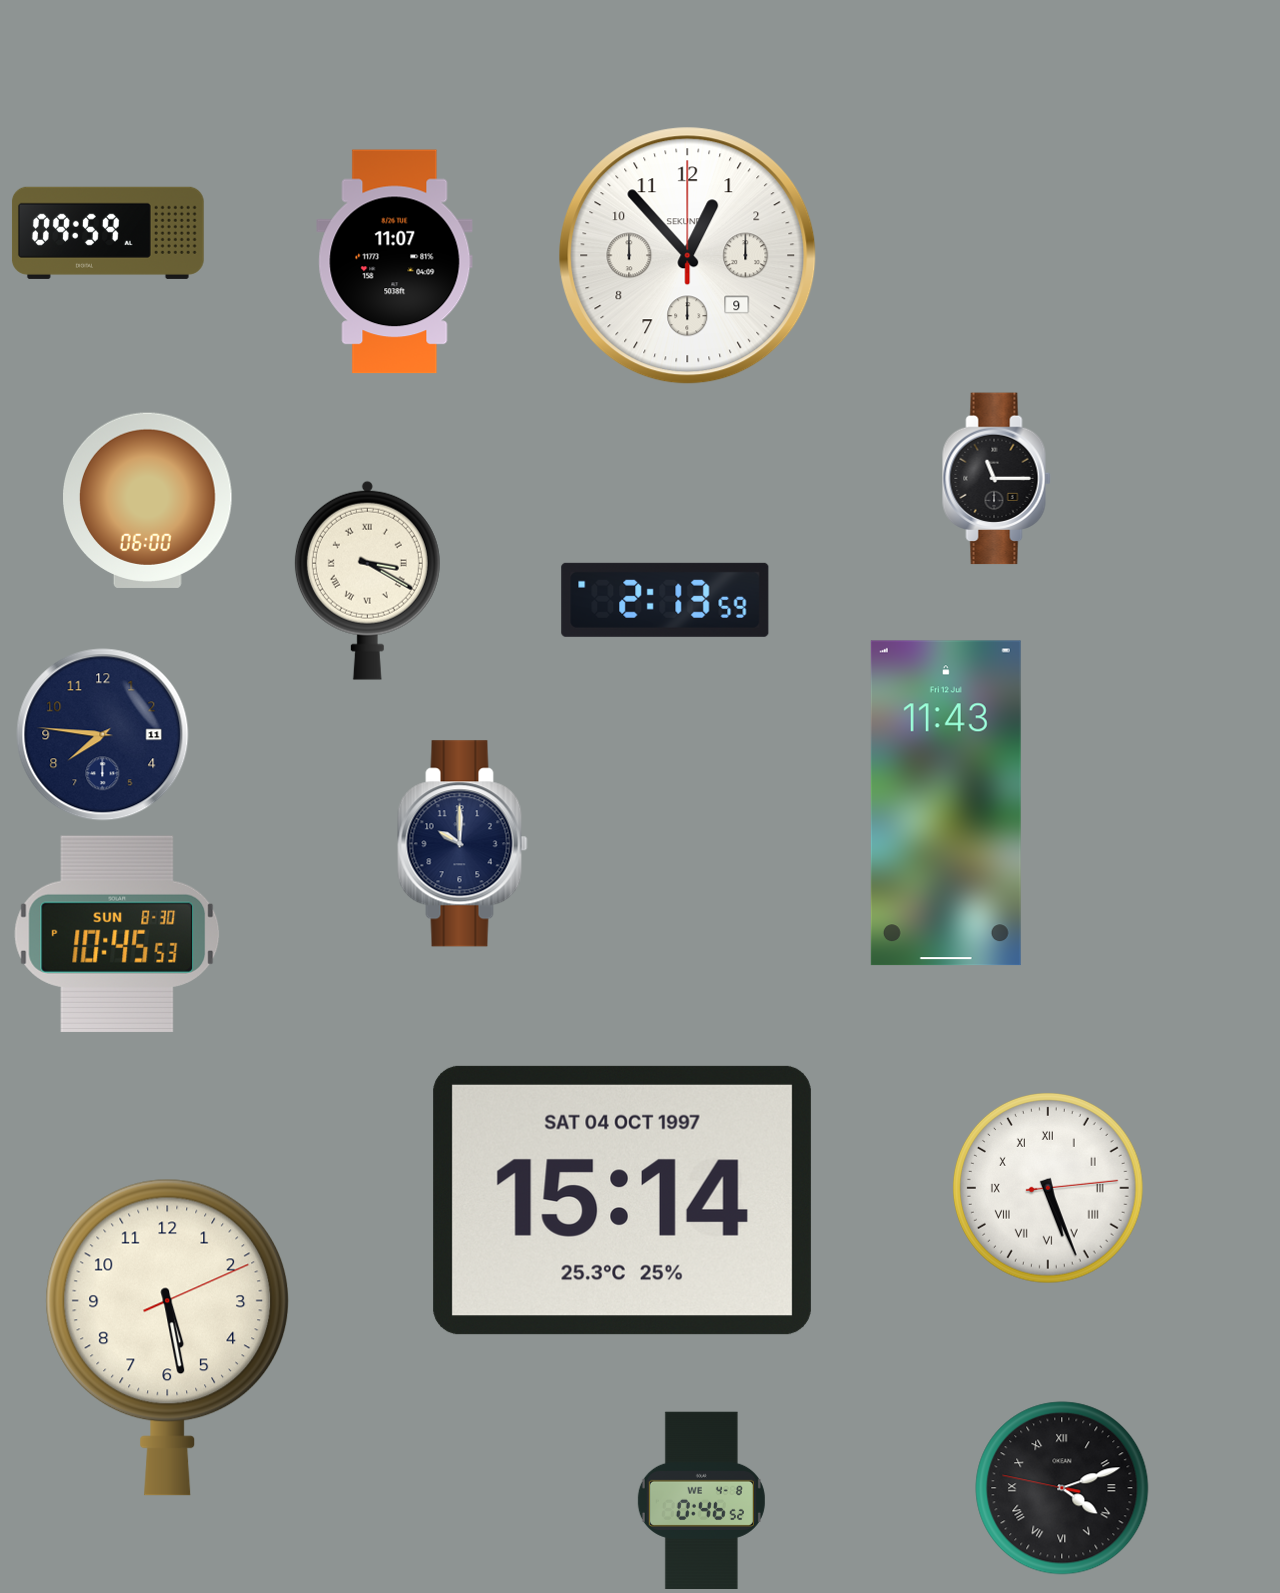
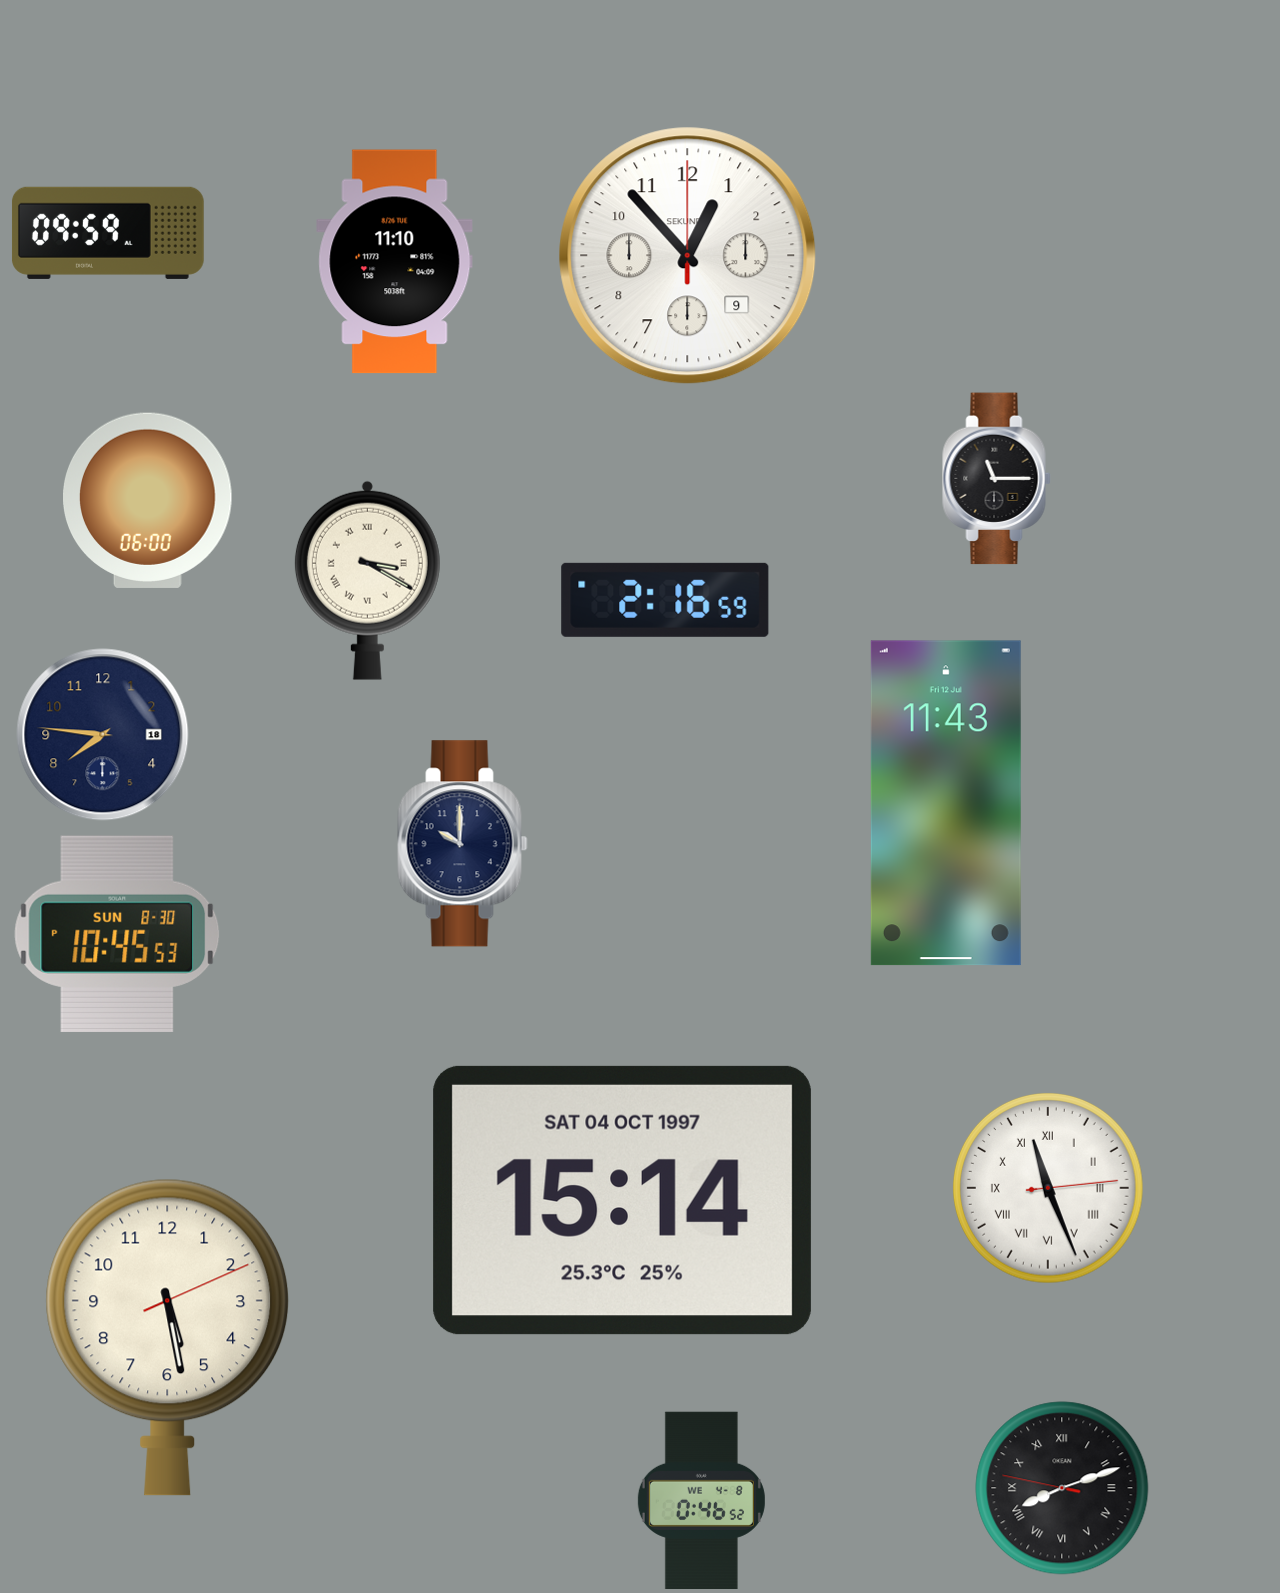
clock at (395, 262): 11:07 -> 11:10
clock at (665, 600): 2:13 -> 2:16
clock at (103, 735) date: 11 -> 18
clock at (1049, 1189): 5:26 -> 11:26
clock at (1062, 1488): 4:11 -> 8:11
